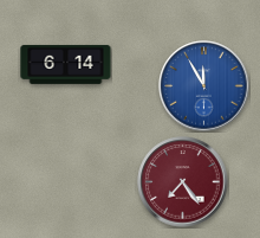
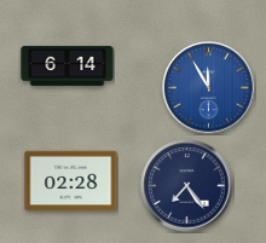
clock at (71, 181): none -> 02:28
clock at (183, 182) dial: burgundy -> navy
